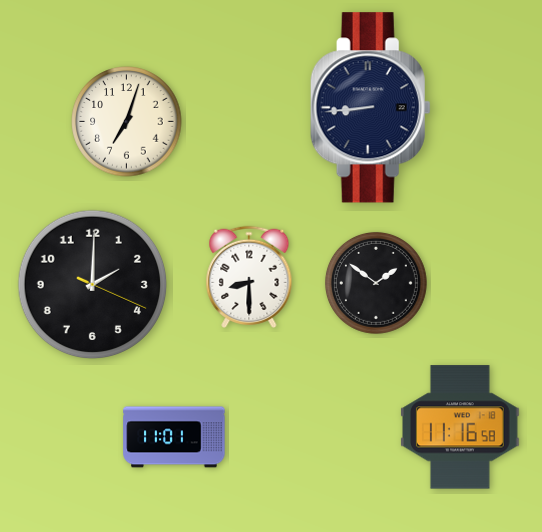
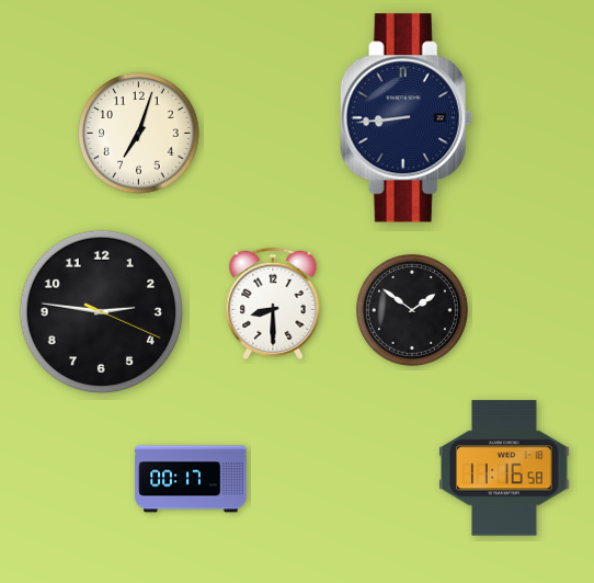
clock at (93, 285): 2:00 -> 2:46
clock at (174, 437): 11:01 -> 00:17
